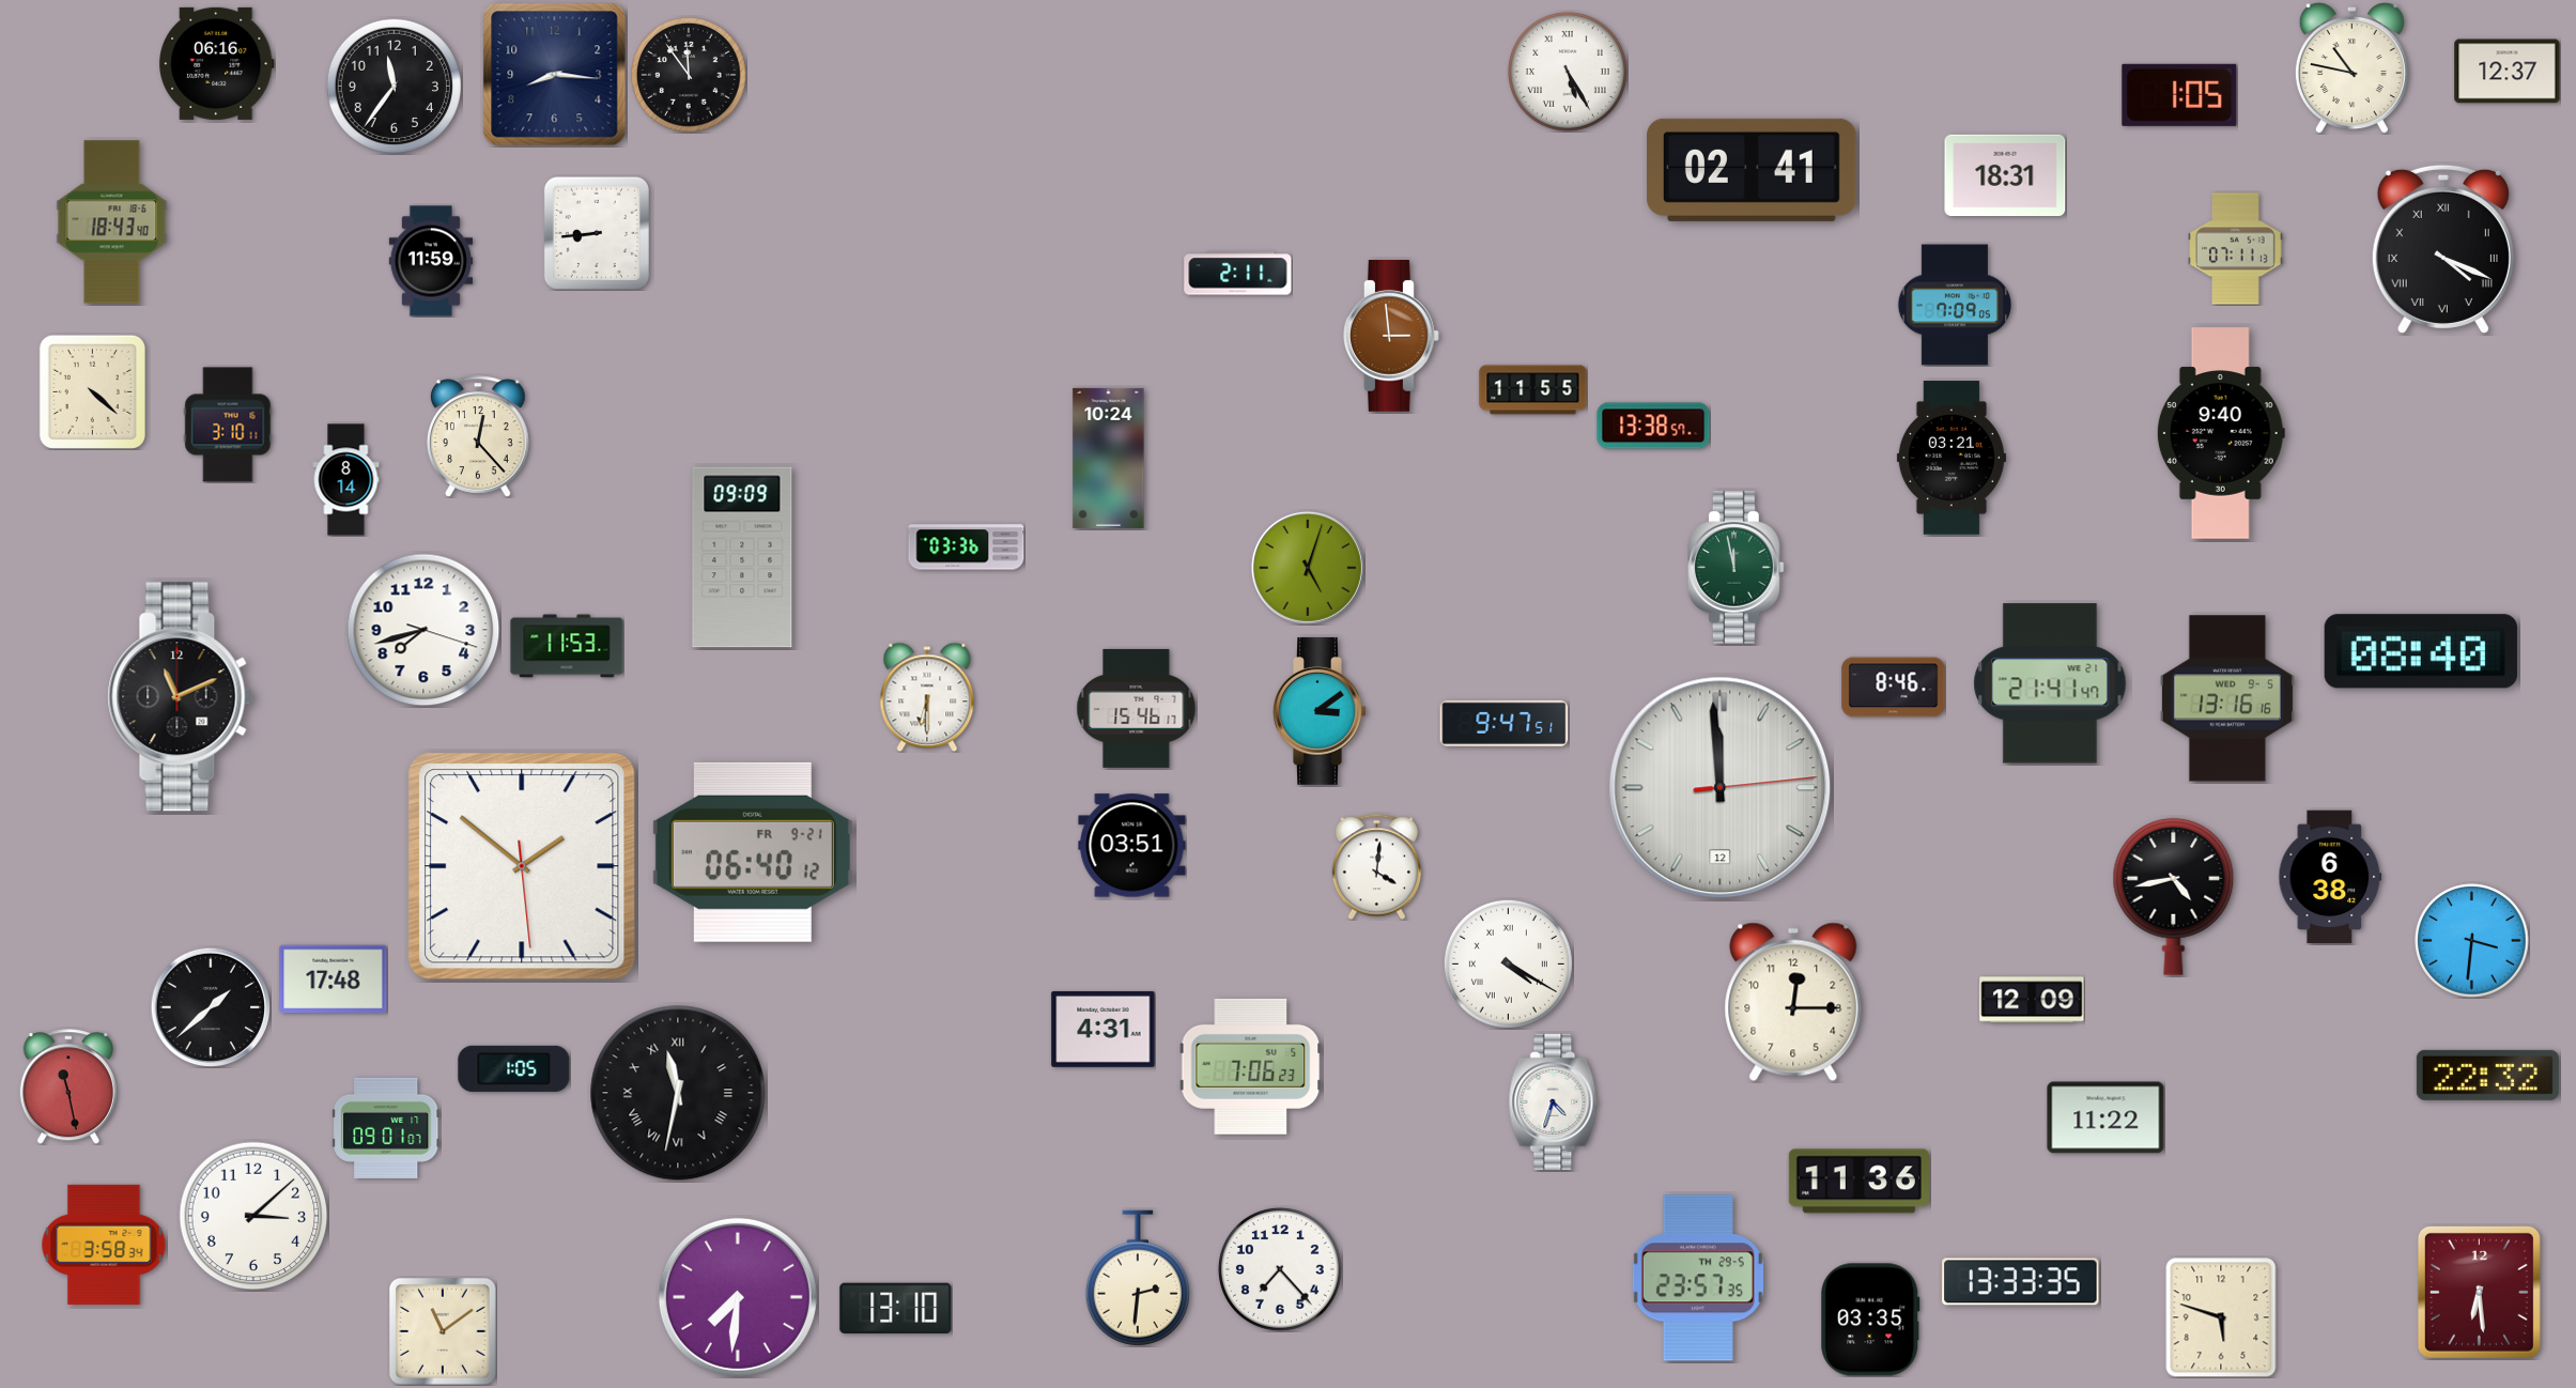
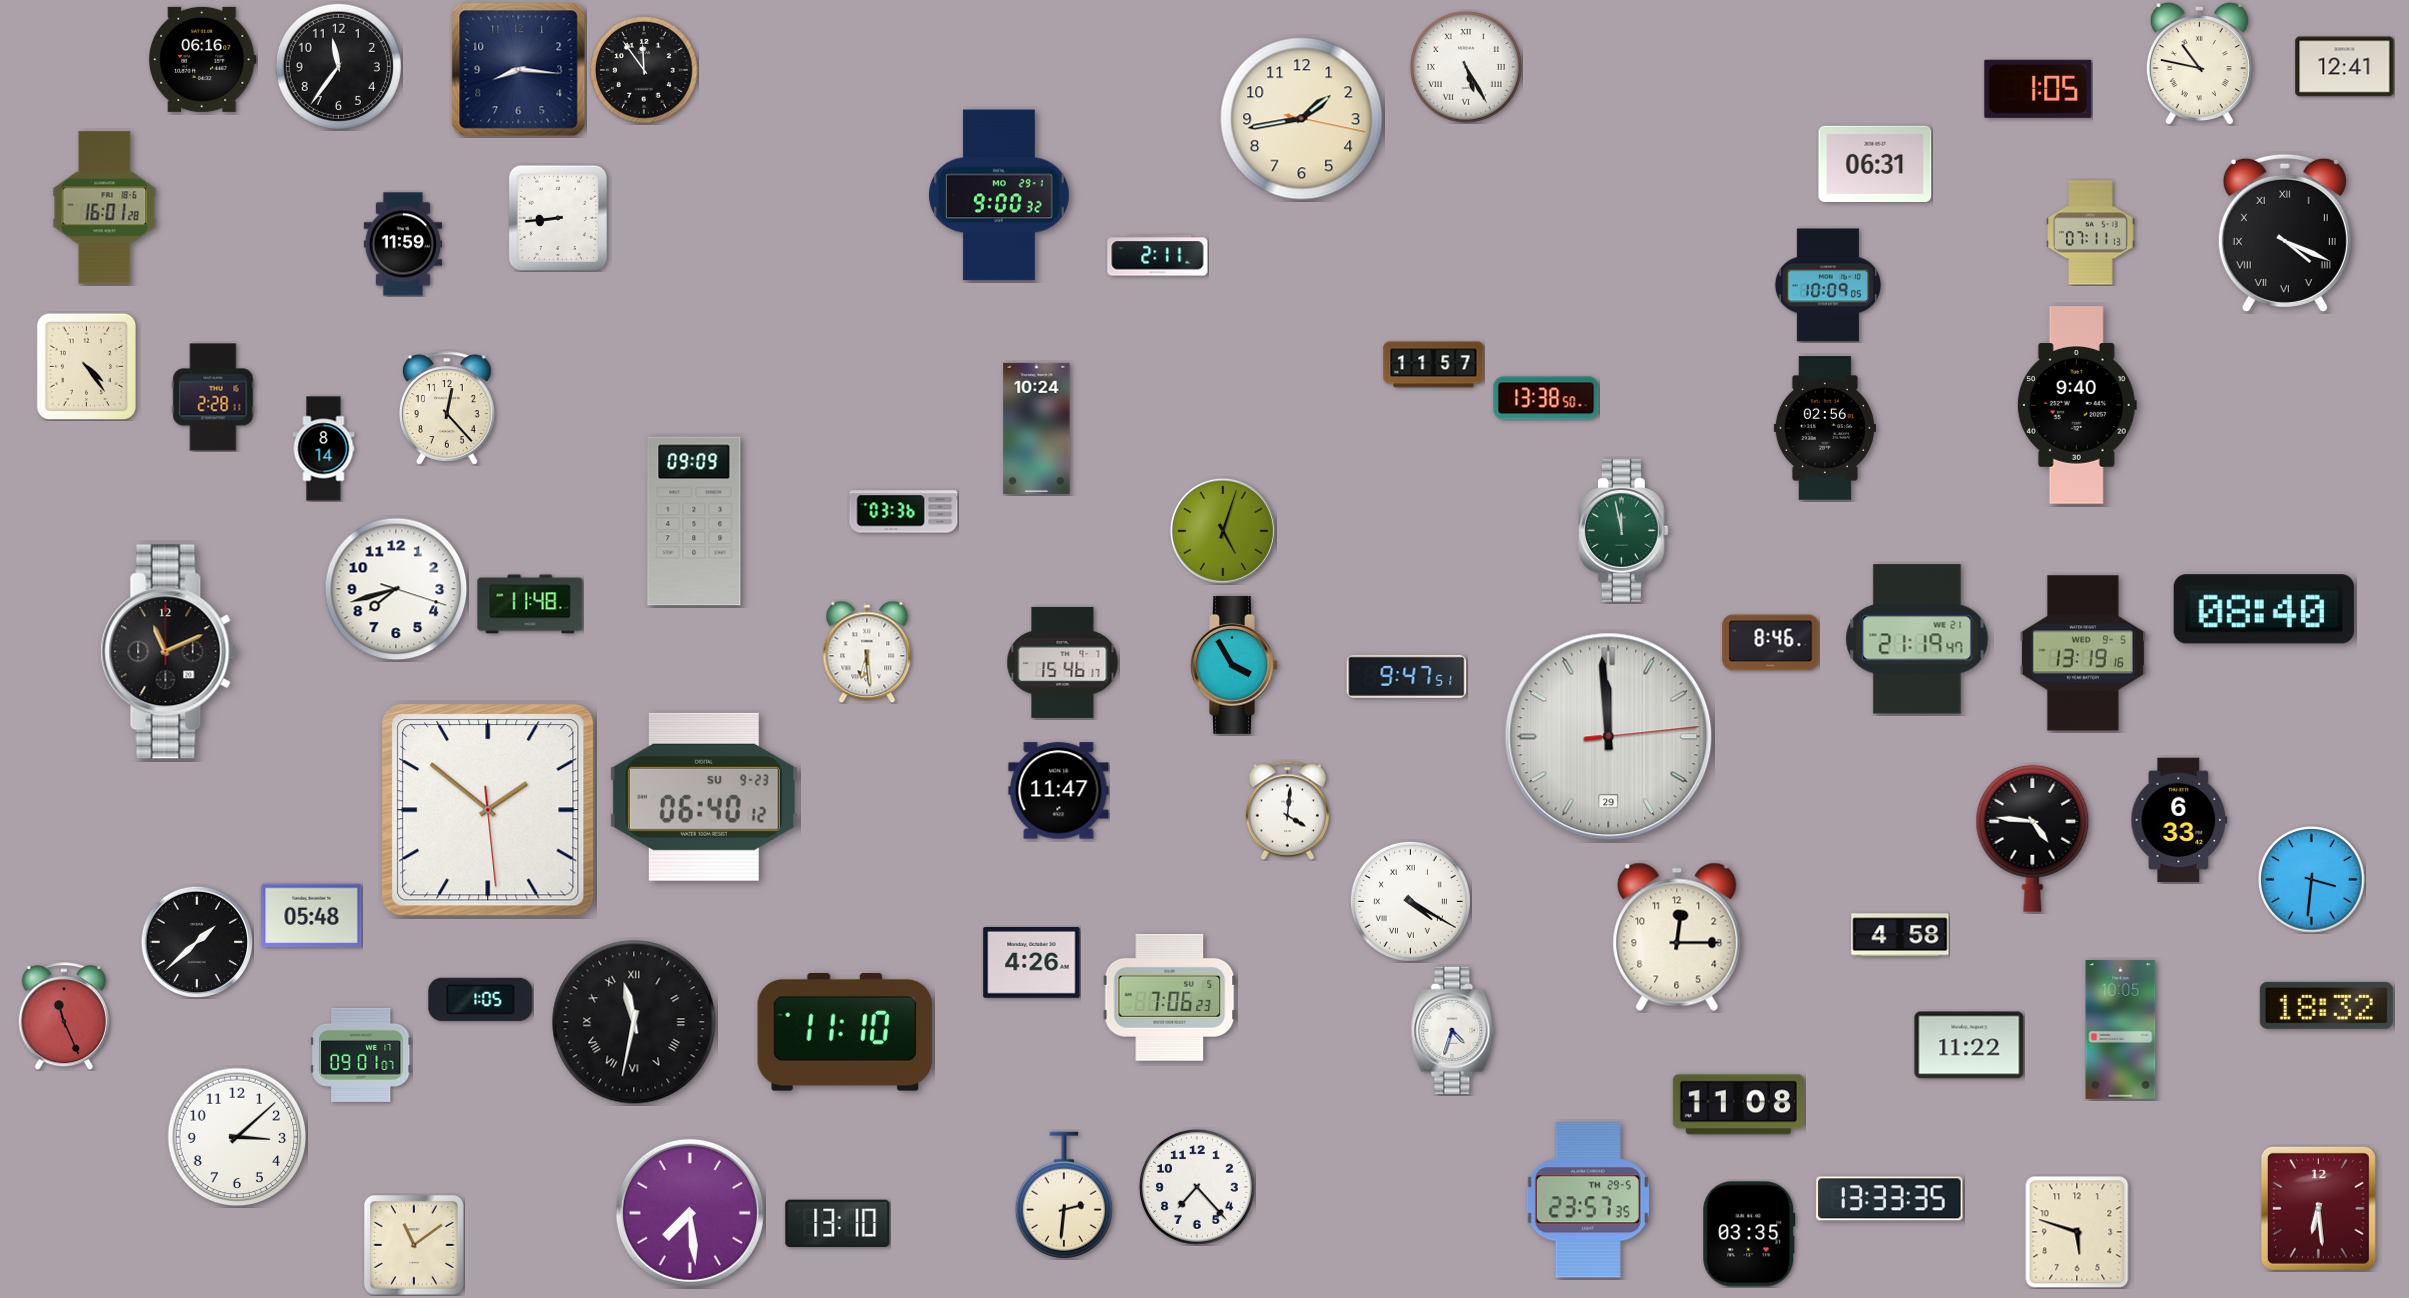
clock at (2508, 72): 12:37 -> 12:41
clock at (394, 86) position: (394, 86) -> (338, 66)
clock at (1302, 119): none -> 1:43
clock at (1752, 170): 02:41 -> none
clock at (2005, 174): 18:31 -> 06:31
clock at (999, 195): none -> 9:00
clock at (112, 222): 18:43 -> 16:01
clock at (1955, 305): 7:09 -> 10:09
clock at (1392, 337): 2:59 -> none
clock at (1533, 390): 11:55 -> 11:57
clock at (92, 391): 4:22 -> 4:24
clock at (228, 425): 3:10 -> 2:28
clock at (1653, 426): 13:38:57 -> 13:38:50
clock at (1952, 458): 03:21 -> 02:56
clock at (567, 646): 11:53 -> 11:48
clock at (2050, 683): 21:41 -> 21:19
clock at (927, 697): 6:30 -> 6:29
clock at (2227, 698): 13:16 -> 13:19
clock at (1320, 711): 3:09 -> 3:55
clock at (1721, 788) date: 12 -> 29
clock at (1132, 846): 03:51 -> 11:47
clock at (753, 852) date: FR 9-21 -> SU 9-23
clock at (2330, 877): 6:38 -> 6:33
clock at (2174, 896): 4:43 -> 4:46
clock at (334, 980): 17:48 -> 05:48
clock at (2032, 1000): 12:09 -> 4:58
clock at (1104, 1029): 4:31 -> 4:26
clock at (2487, 1075): 22:32 -> 18:32
clock at (68, 1086): 11:28 -> 11:26
clock at (2121, 1029): none -> 10:05
clock at (845, 1033): none -> 11:10
clock at (1858, 1182): 11:36 -> 11:08
clock at (104, 1245): 3:58 -> none
clock at (1698, 1278) position: (1698, 1278) -> (1588, 1200)
clock at (738, 1297): 7:31 -> 7:29
